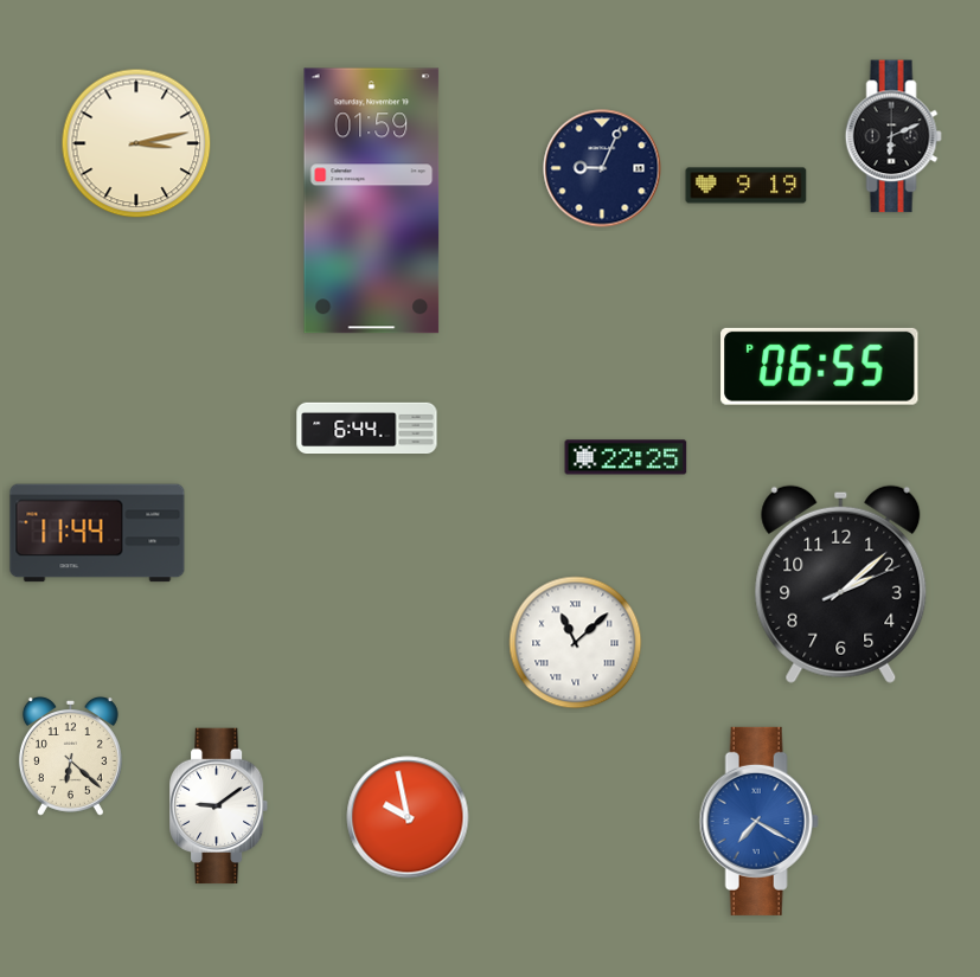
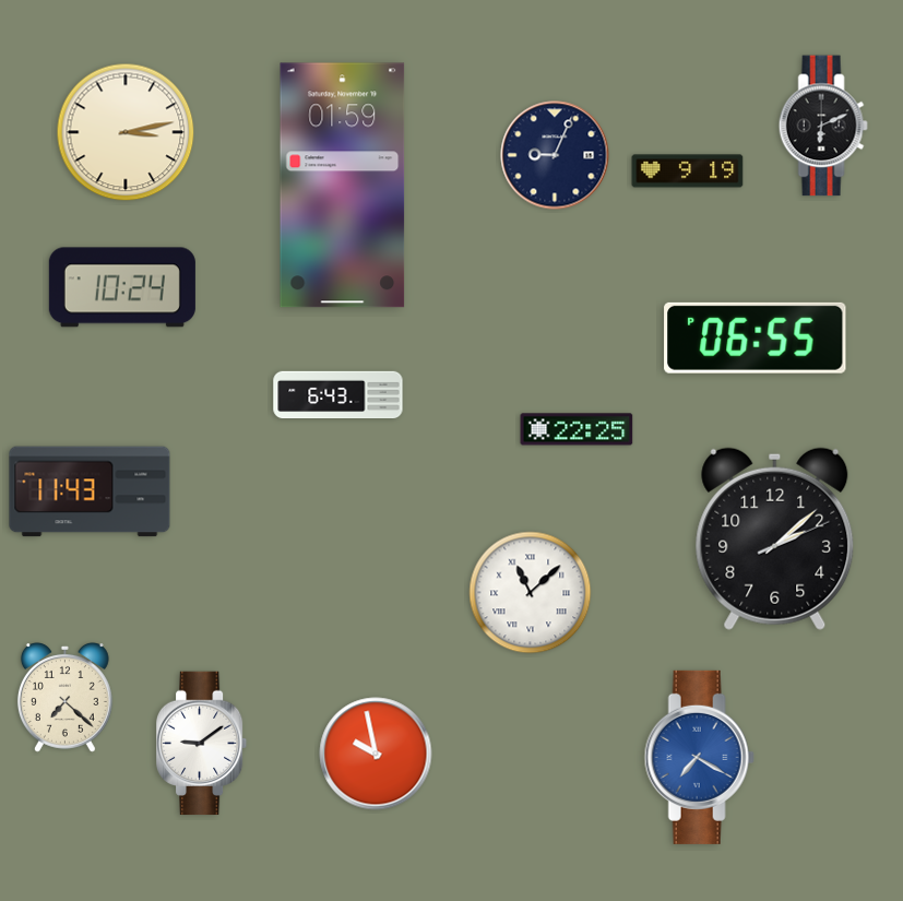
clock at (122, 287): none -> 10:24
clock at (367, 429): 6:44 -> 6:43
clock at (626, 457) position: (626, 457) -> (577, 429)
clock at (97, 533): 11:44 -> 11:43
clock at (70, 757): 6:22 -> 7:22
